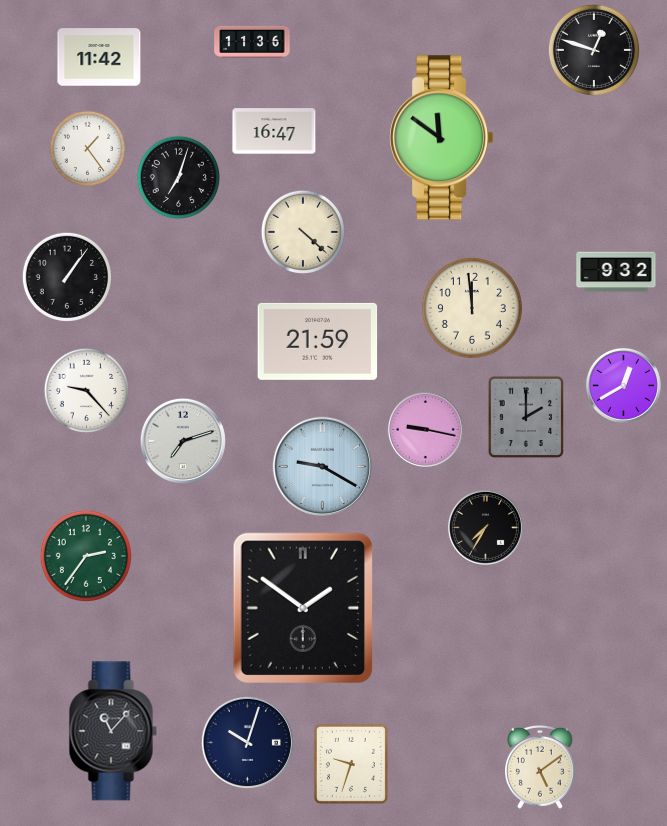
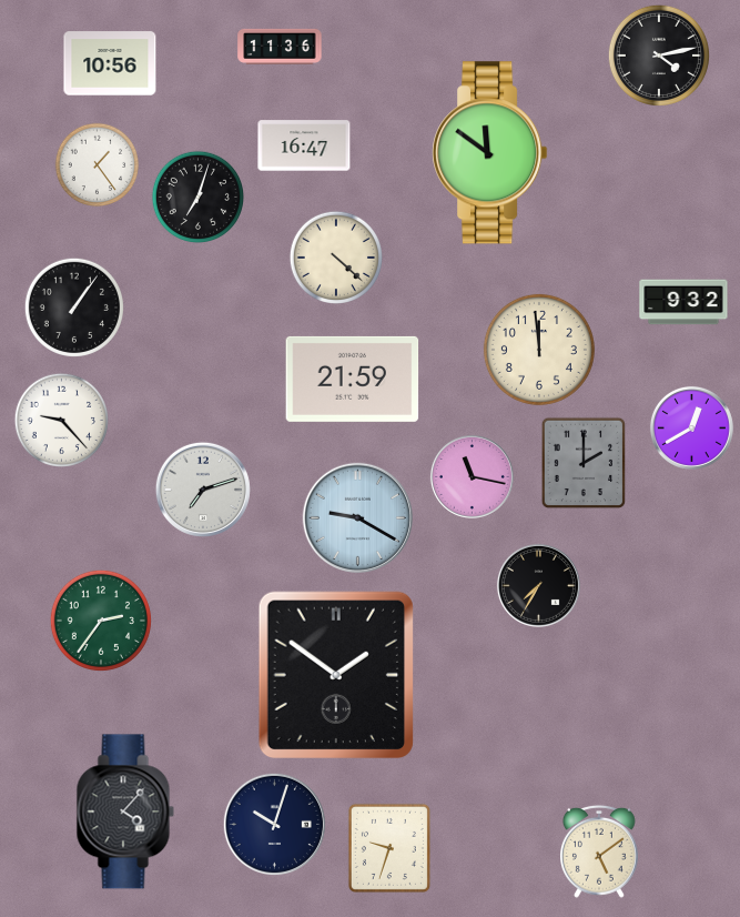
clock at (594, 50): 12:48 -> 4:13
clock at (99, 57): 11:42 -> 10:56
clock at (472, 308) position: (472, 308) -> (539, 350)
clock at (86, 390) position: (86, 390) -> (61, 420)
clock at (425, 429): 9:17 -> 11:17
clock at (86, 556) position: (86, 556) -> (101, 621)
clock at (113, 731): 11:07 -> 4:07
